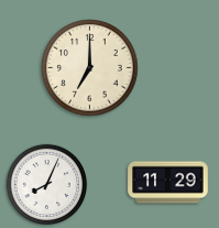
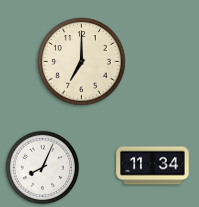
clock at (168, 183): 11:29 -> 11:34
